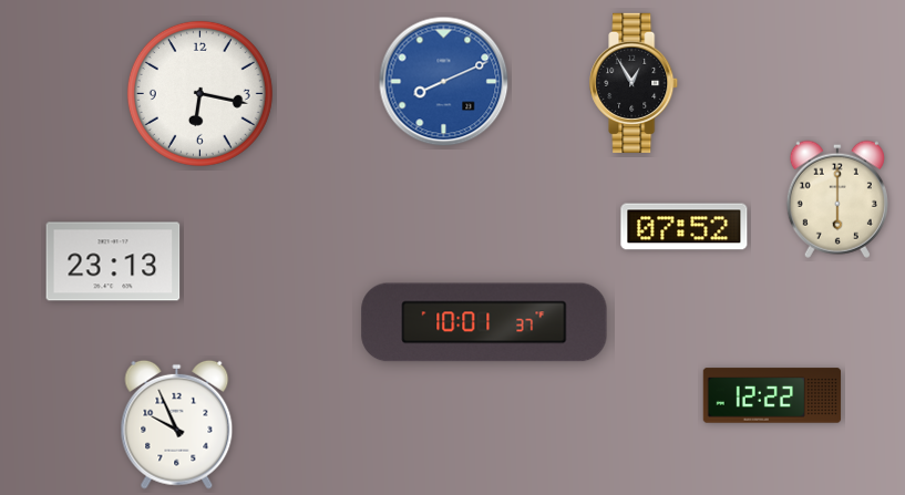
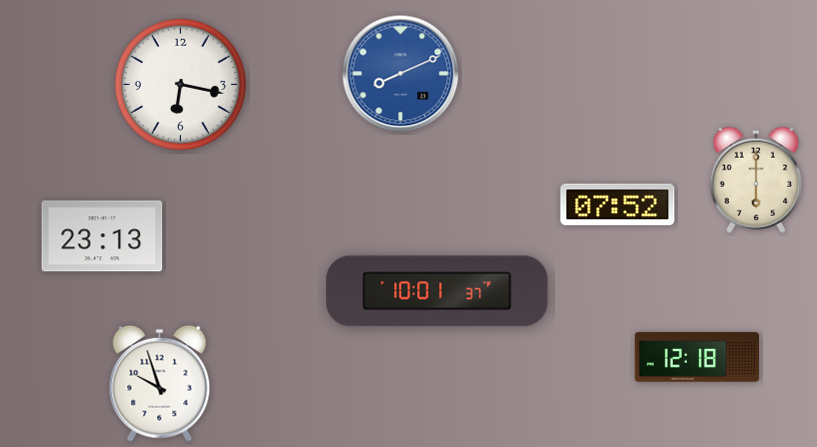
clock at (635, 83): 12:55 -> none
clock at (772, 395): 12:22 -> 12:18
clock at (177, 424): 9:56 -> 9:57
